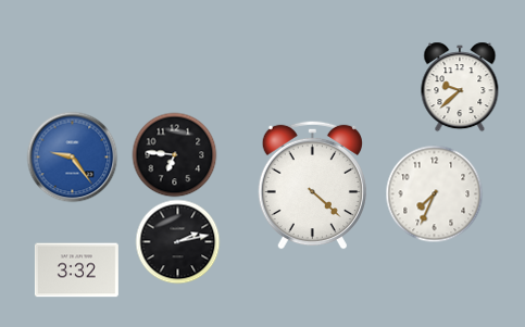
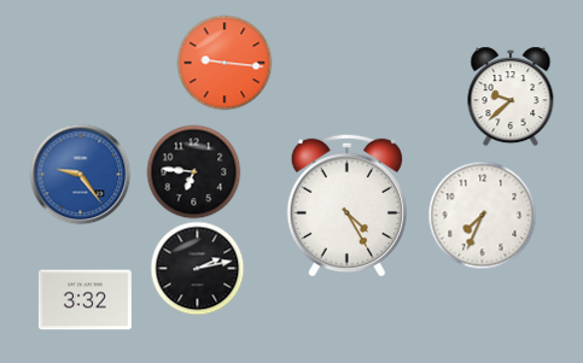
clock at (225, 63): none -> 9:16
clock at (312, 185): 4:22 -> 4:25
